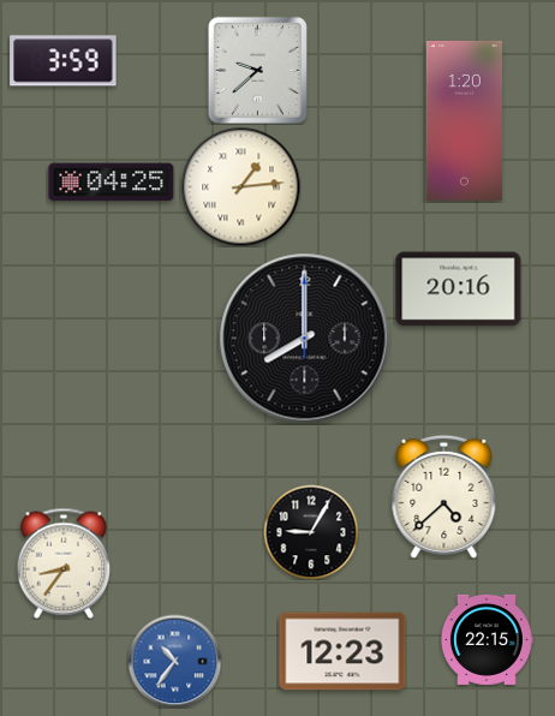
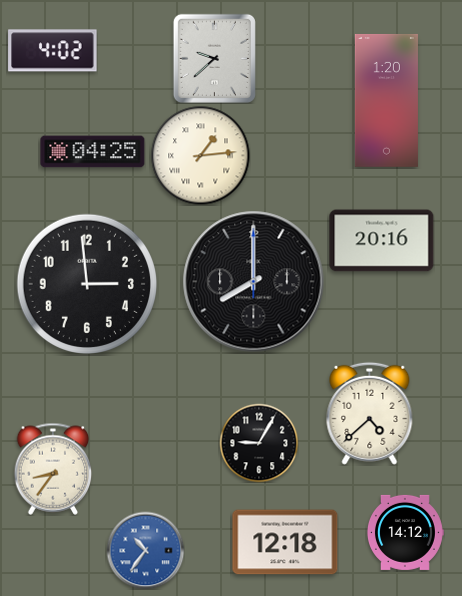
clock at (64, 61): 3:59 -> 4:02
clock at (86, 283): none -> 2:59
clock at (487, 639): 22:15 -> 14:12
clock at (342, 651): 12:23 -> 12:18
